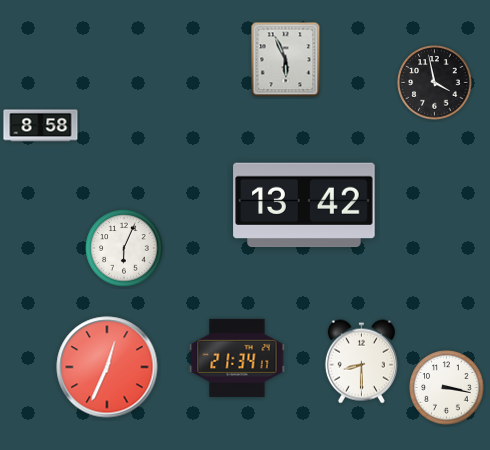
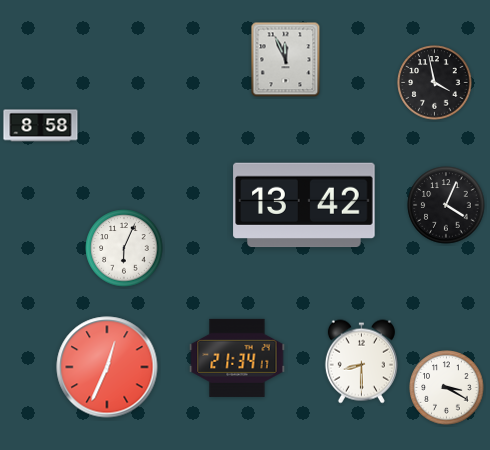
clock at (286, 60): 5:56 -> 11:56
clock at (446, 205): none -> 4:04
clock at (447, 388): 3:17 -> 3:20
